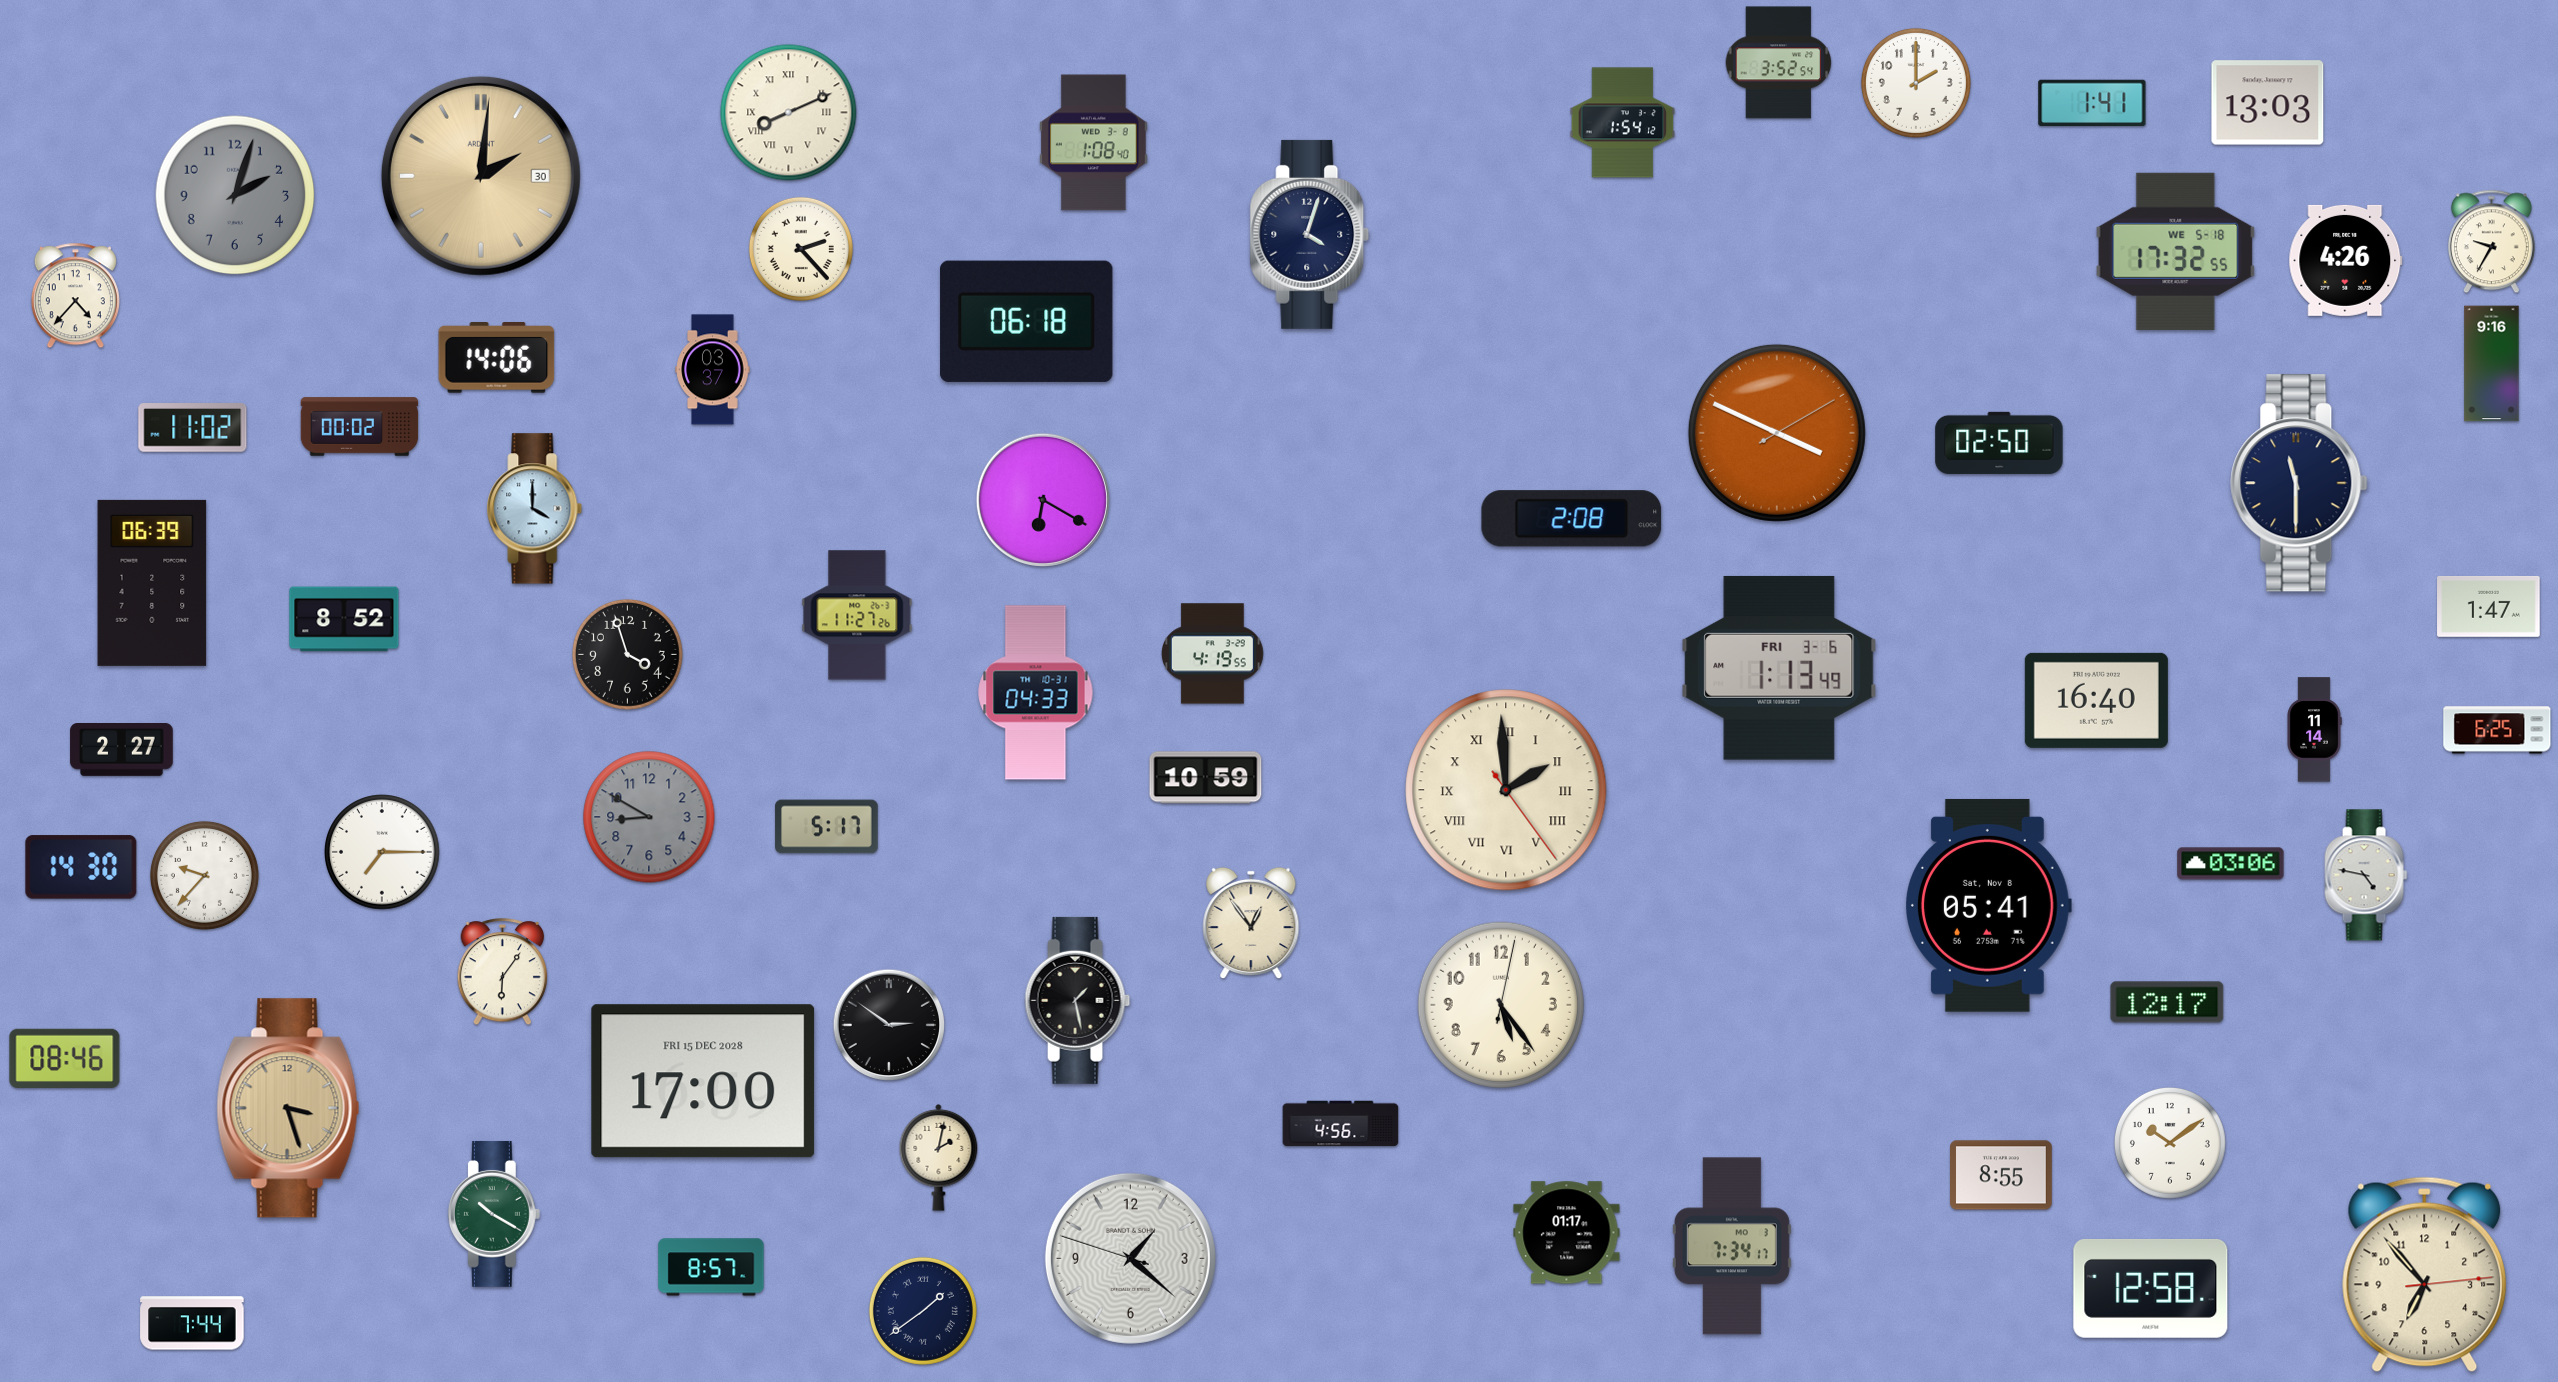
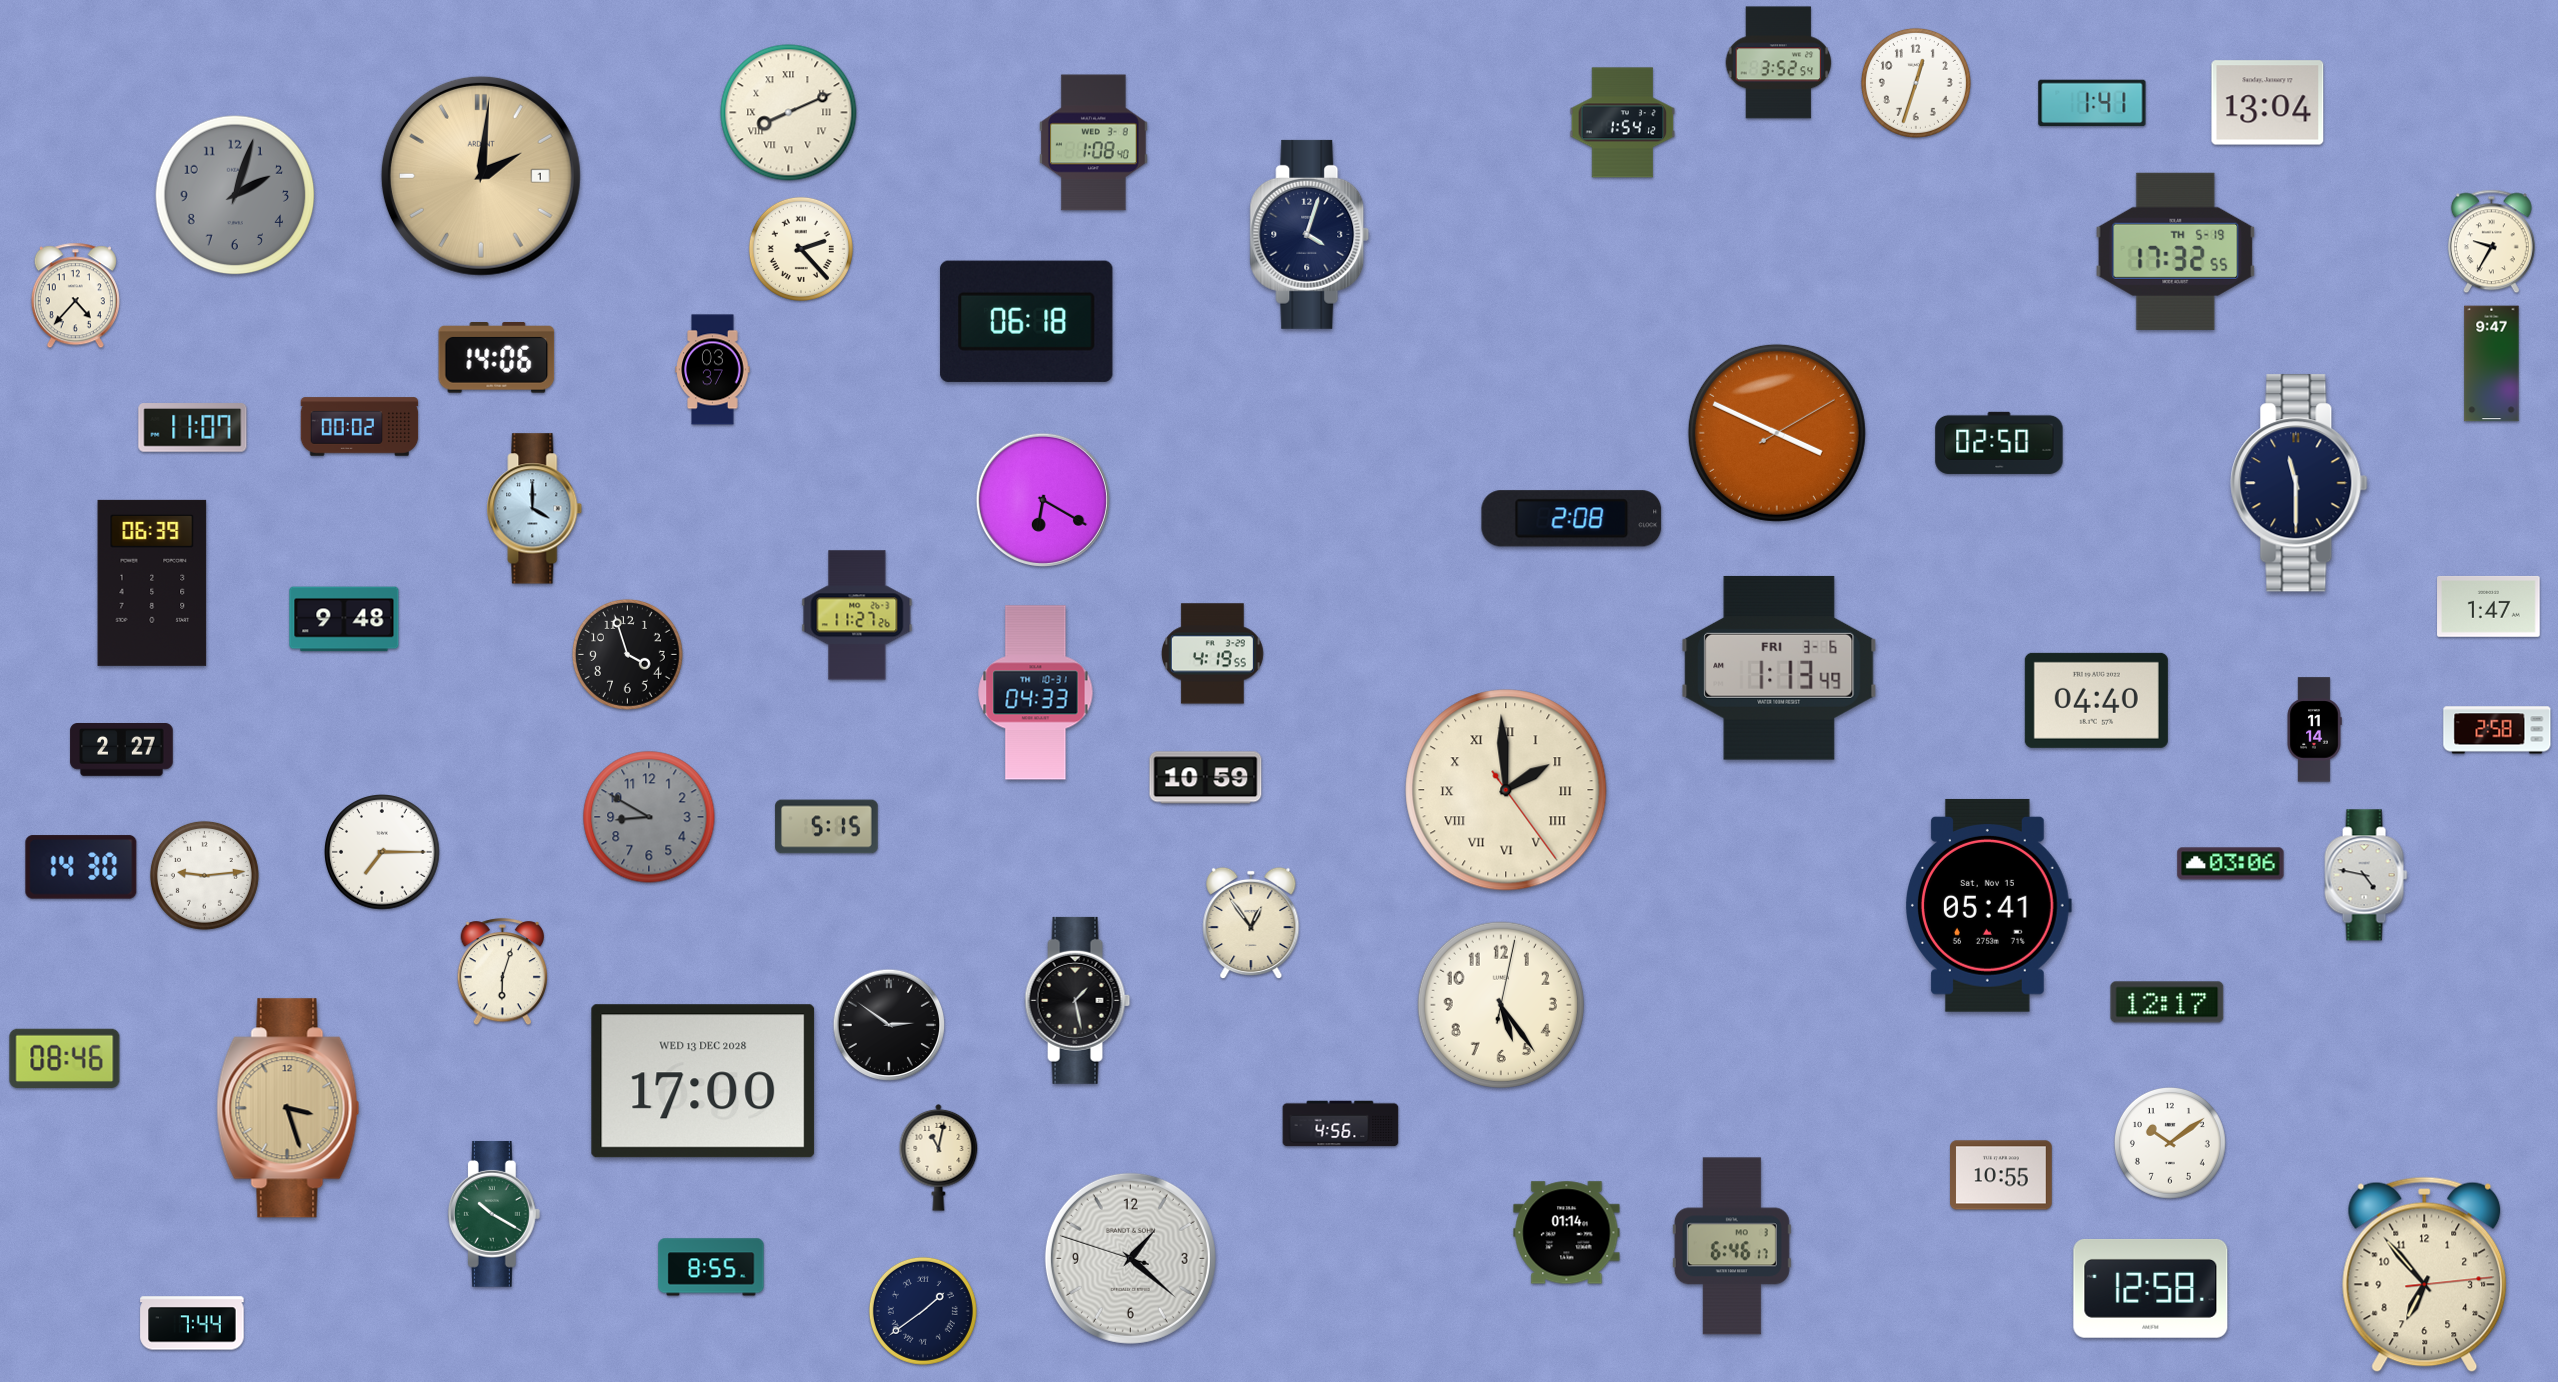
clock at (1916, 83): 2:00 -> 12:33
clock at (2268, 103): 13:03 -> 13:04
clock at (481, 176) date: 30 -> 1
clock at (2176, 251) date: WE 5-18 -> TH 5-19
clock at (2346, 260): 4:26 -> none
clock at (2492, 364): 9:16 -> 9:47
clock at (193, 428): 11:02 -> 11:07
clock at (344, 619): 8:52 -> 9:48
clock at (2096, 700): 16:40 -> 04:40
clock at (2497, 730): 6:25 -> 2:58
clock at (827, 827): 5:17 -> 5:15
clock at (204, 875): 9:37 -> 9:14
clock at (1989, 905) date: Sat, Nov 8 -> Sat, Nov 15
clock at (503, 972): 6:06 -> 6:03
clock at (703, 1081) date: FRI 15 DEC 2028 -> WED 13 DEC 2028
clock at (939, 1157): 2:02 -> 11:02
clock at (2002, 1175): 8:55 -> 10:55
clock at (1567, 1233): 01:17 -> 01:14
clock at (1732, 1246): 7:34 -> 6:46
clock at (711, 1267): 8:57 -> 8:55
